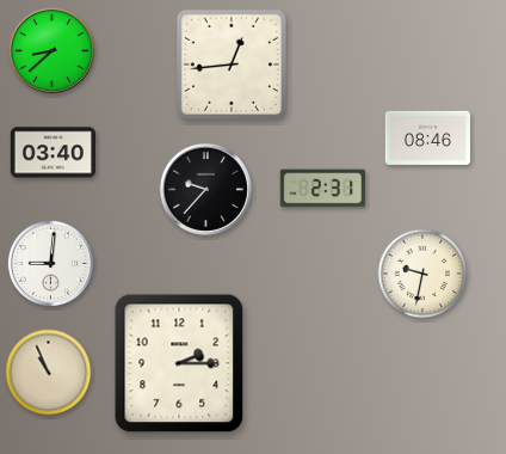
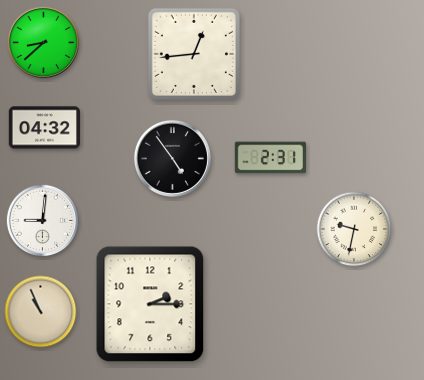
clock at (427, 137): 08:46 -> none
clock at (53, 153): 03:40 -> 04:32
clock at (205, 189): 9:37 -> 4:54
